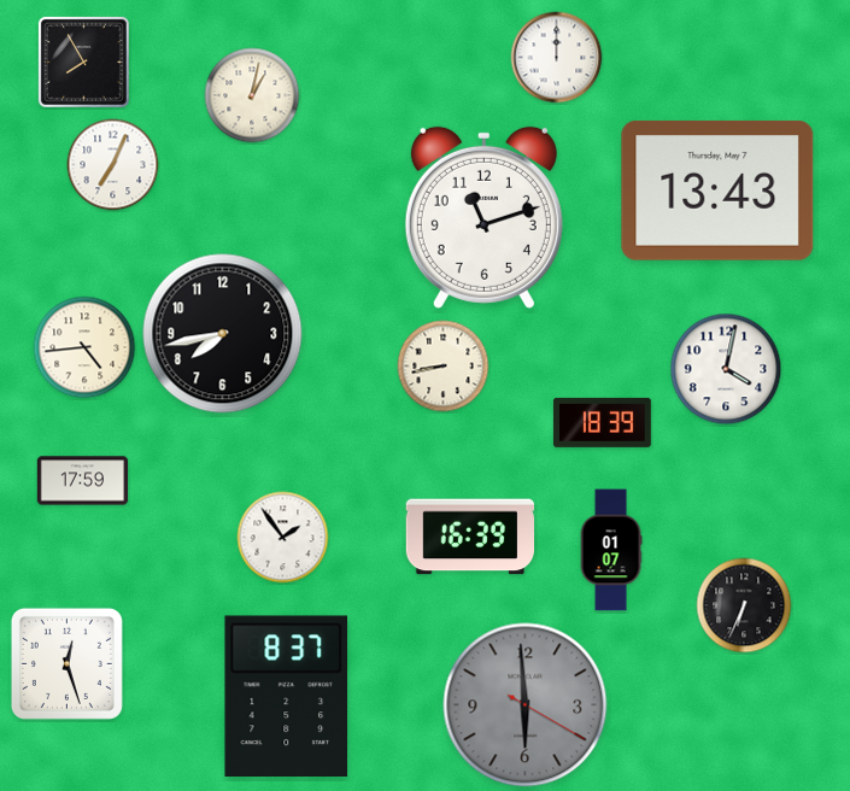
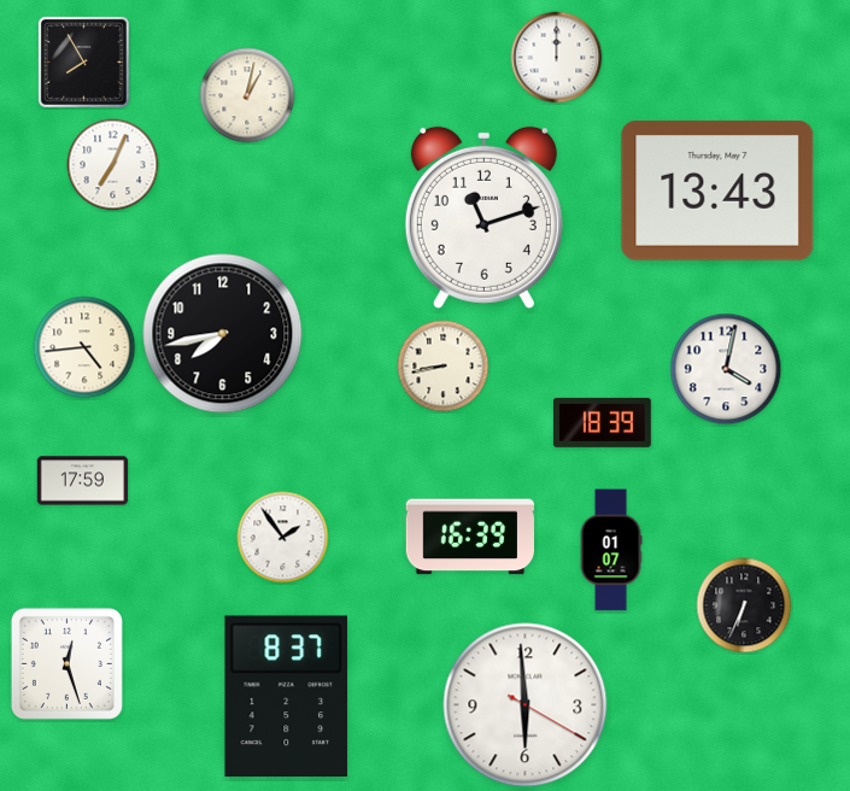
clock at (252, 95) position: (252, 95) -> (247, 95)
clock at (526, 705) dial: grey -> white
